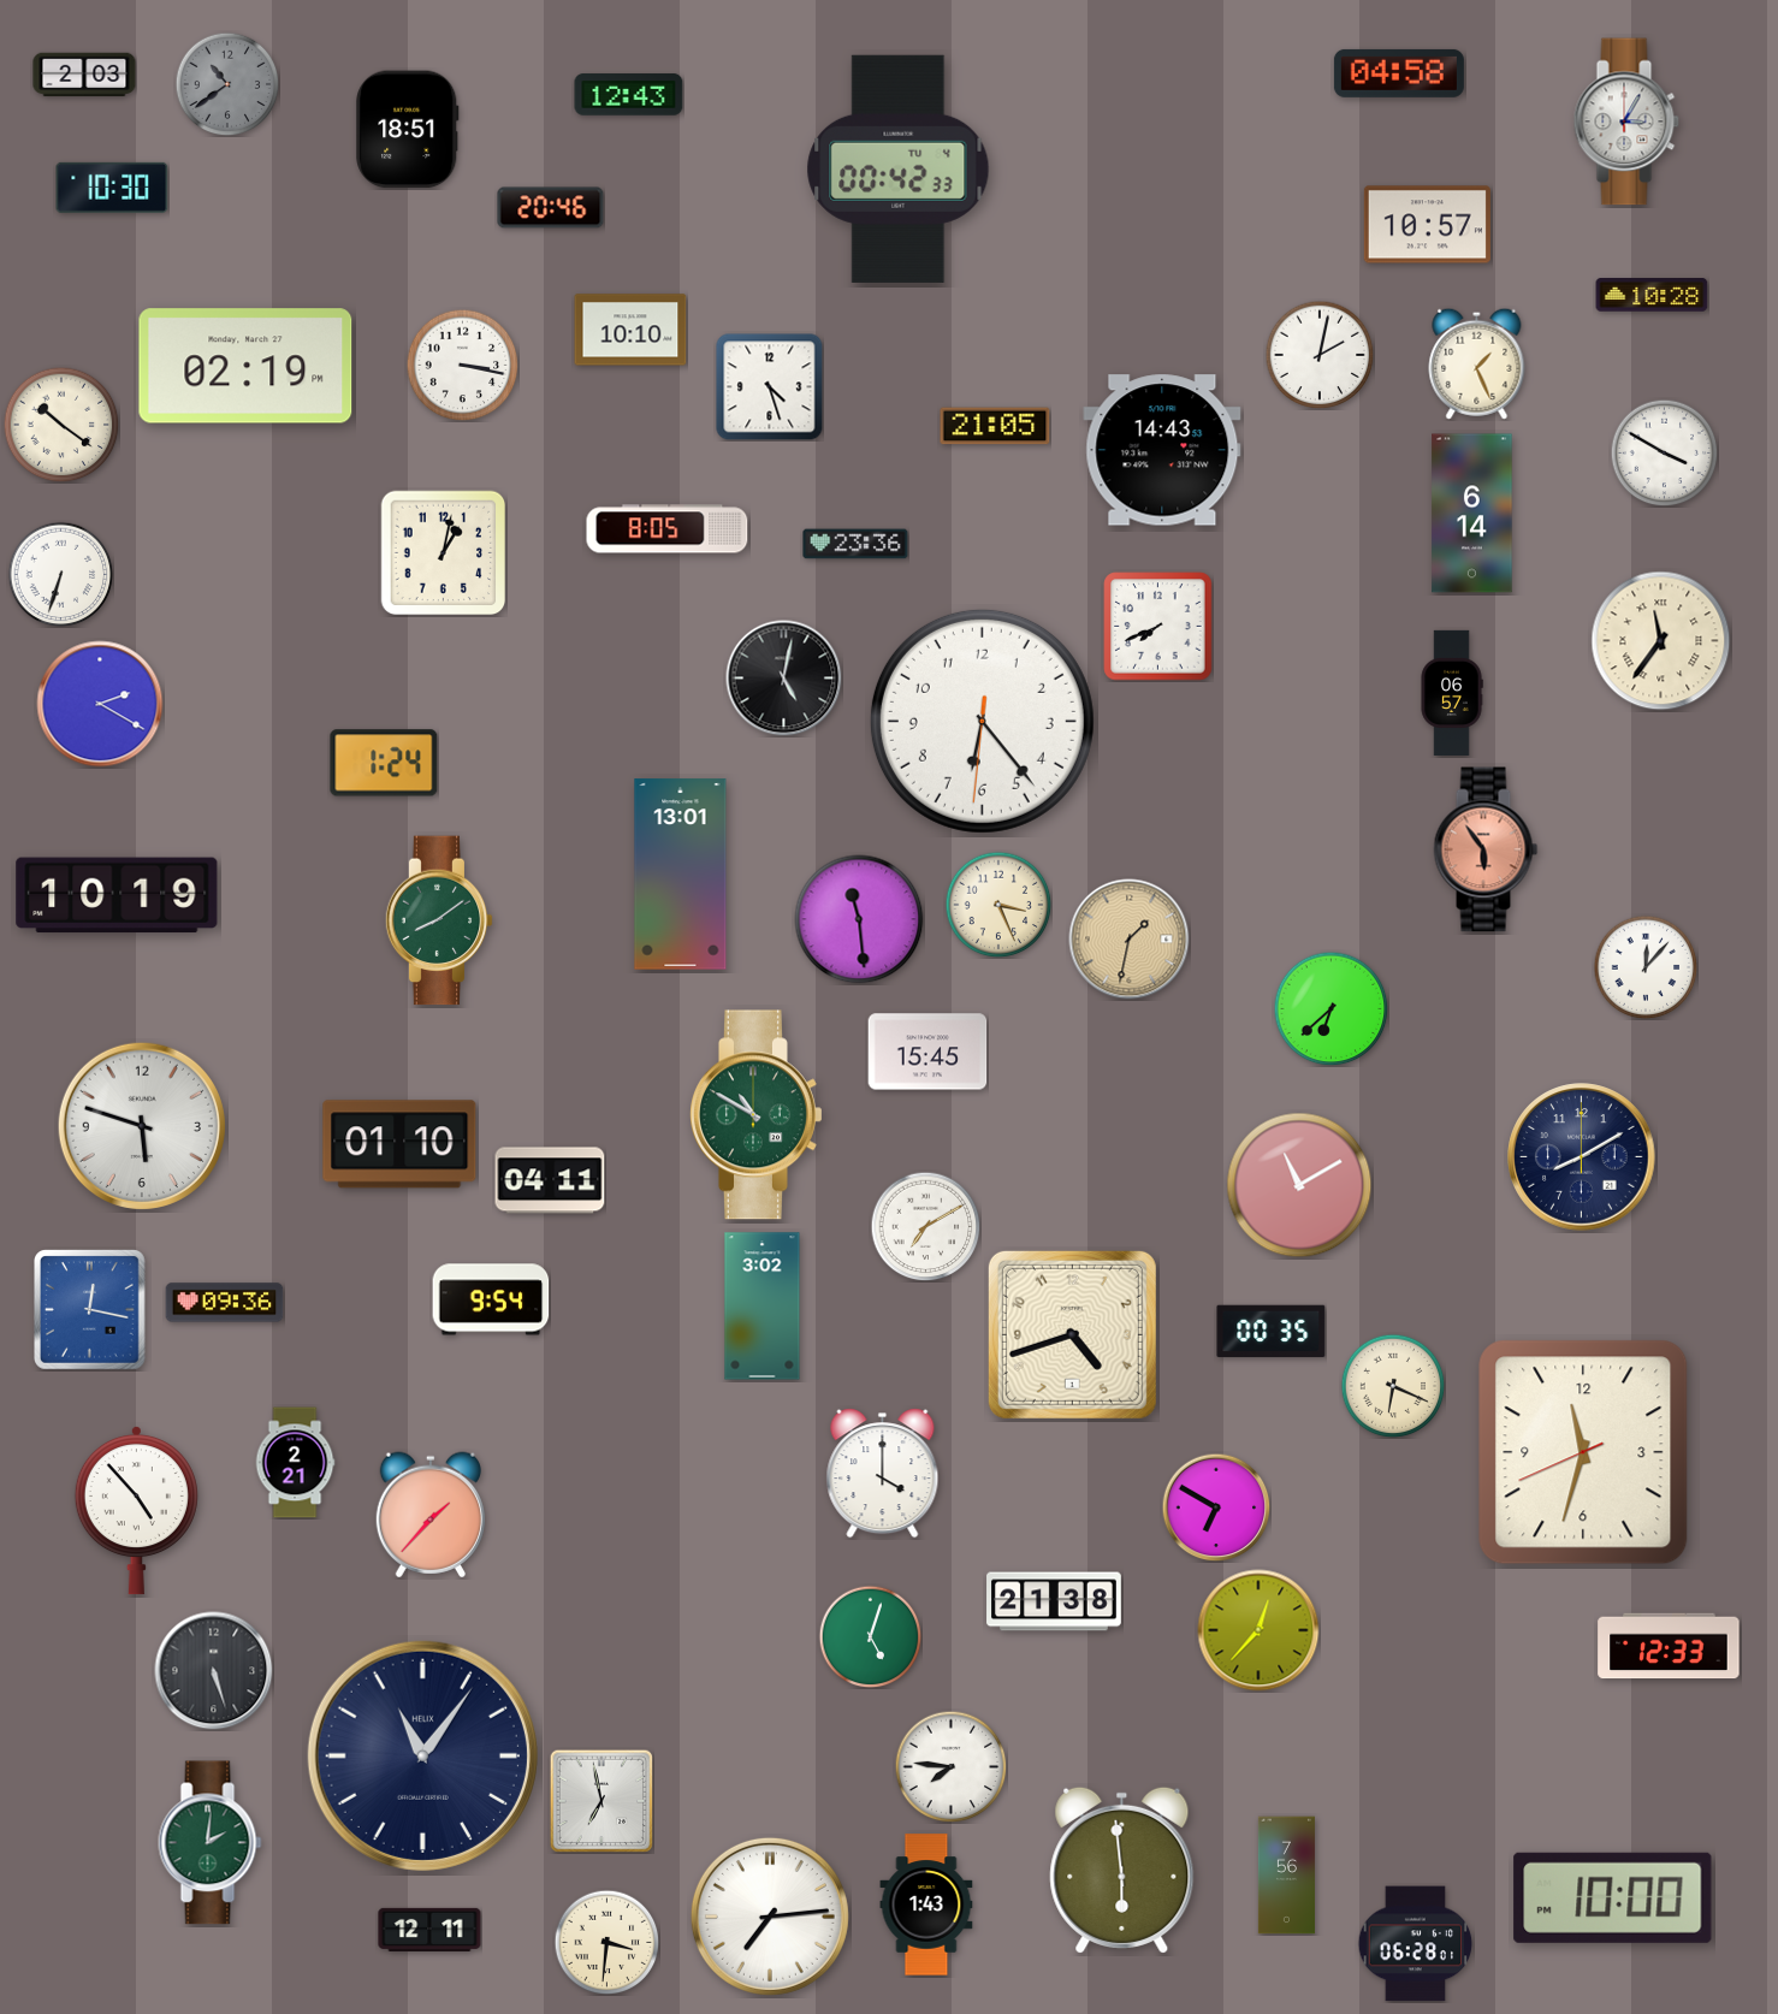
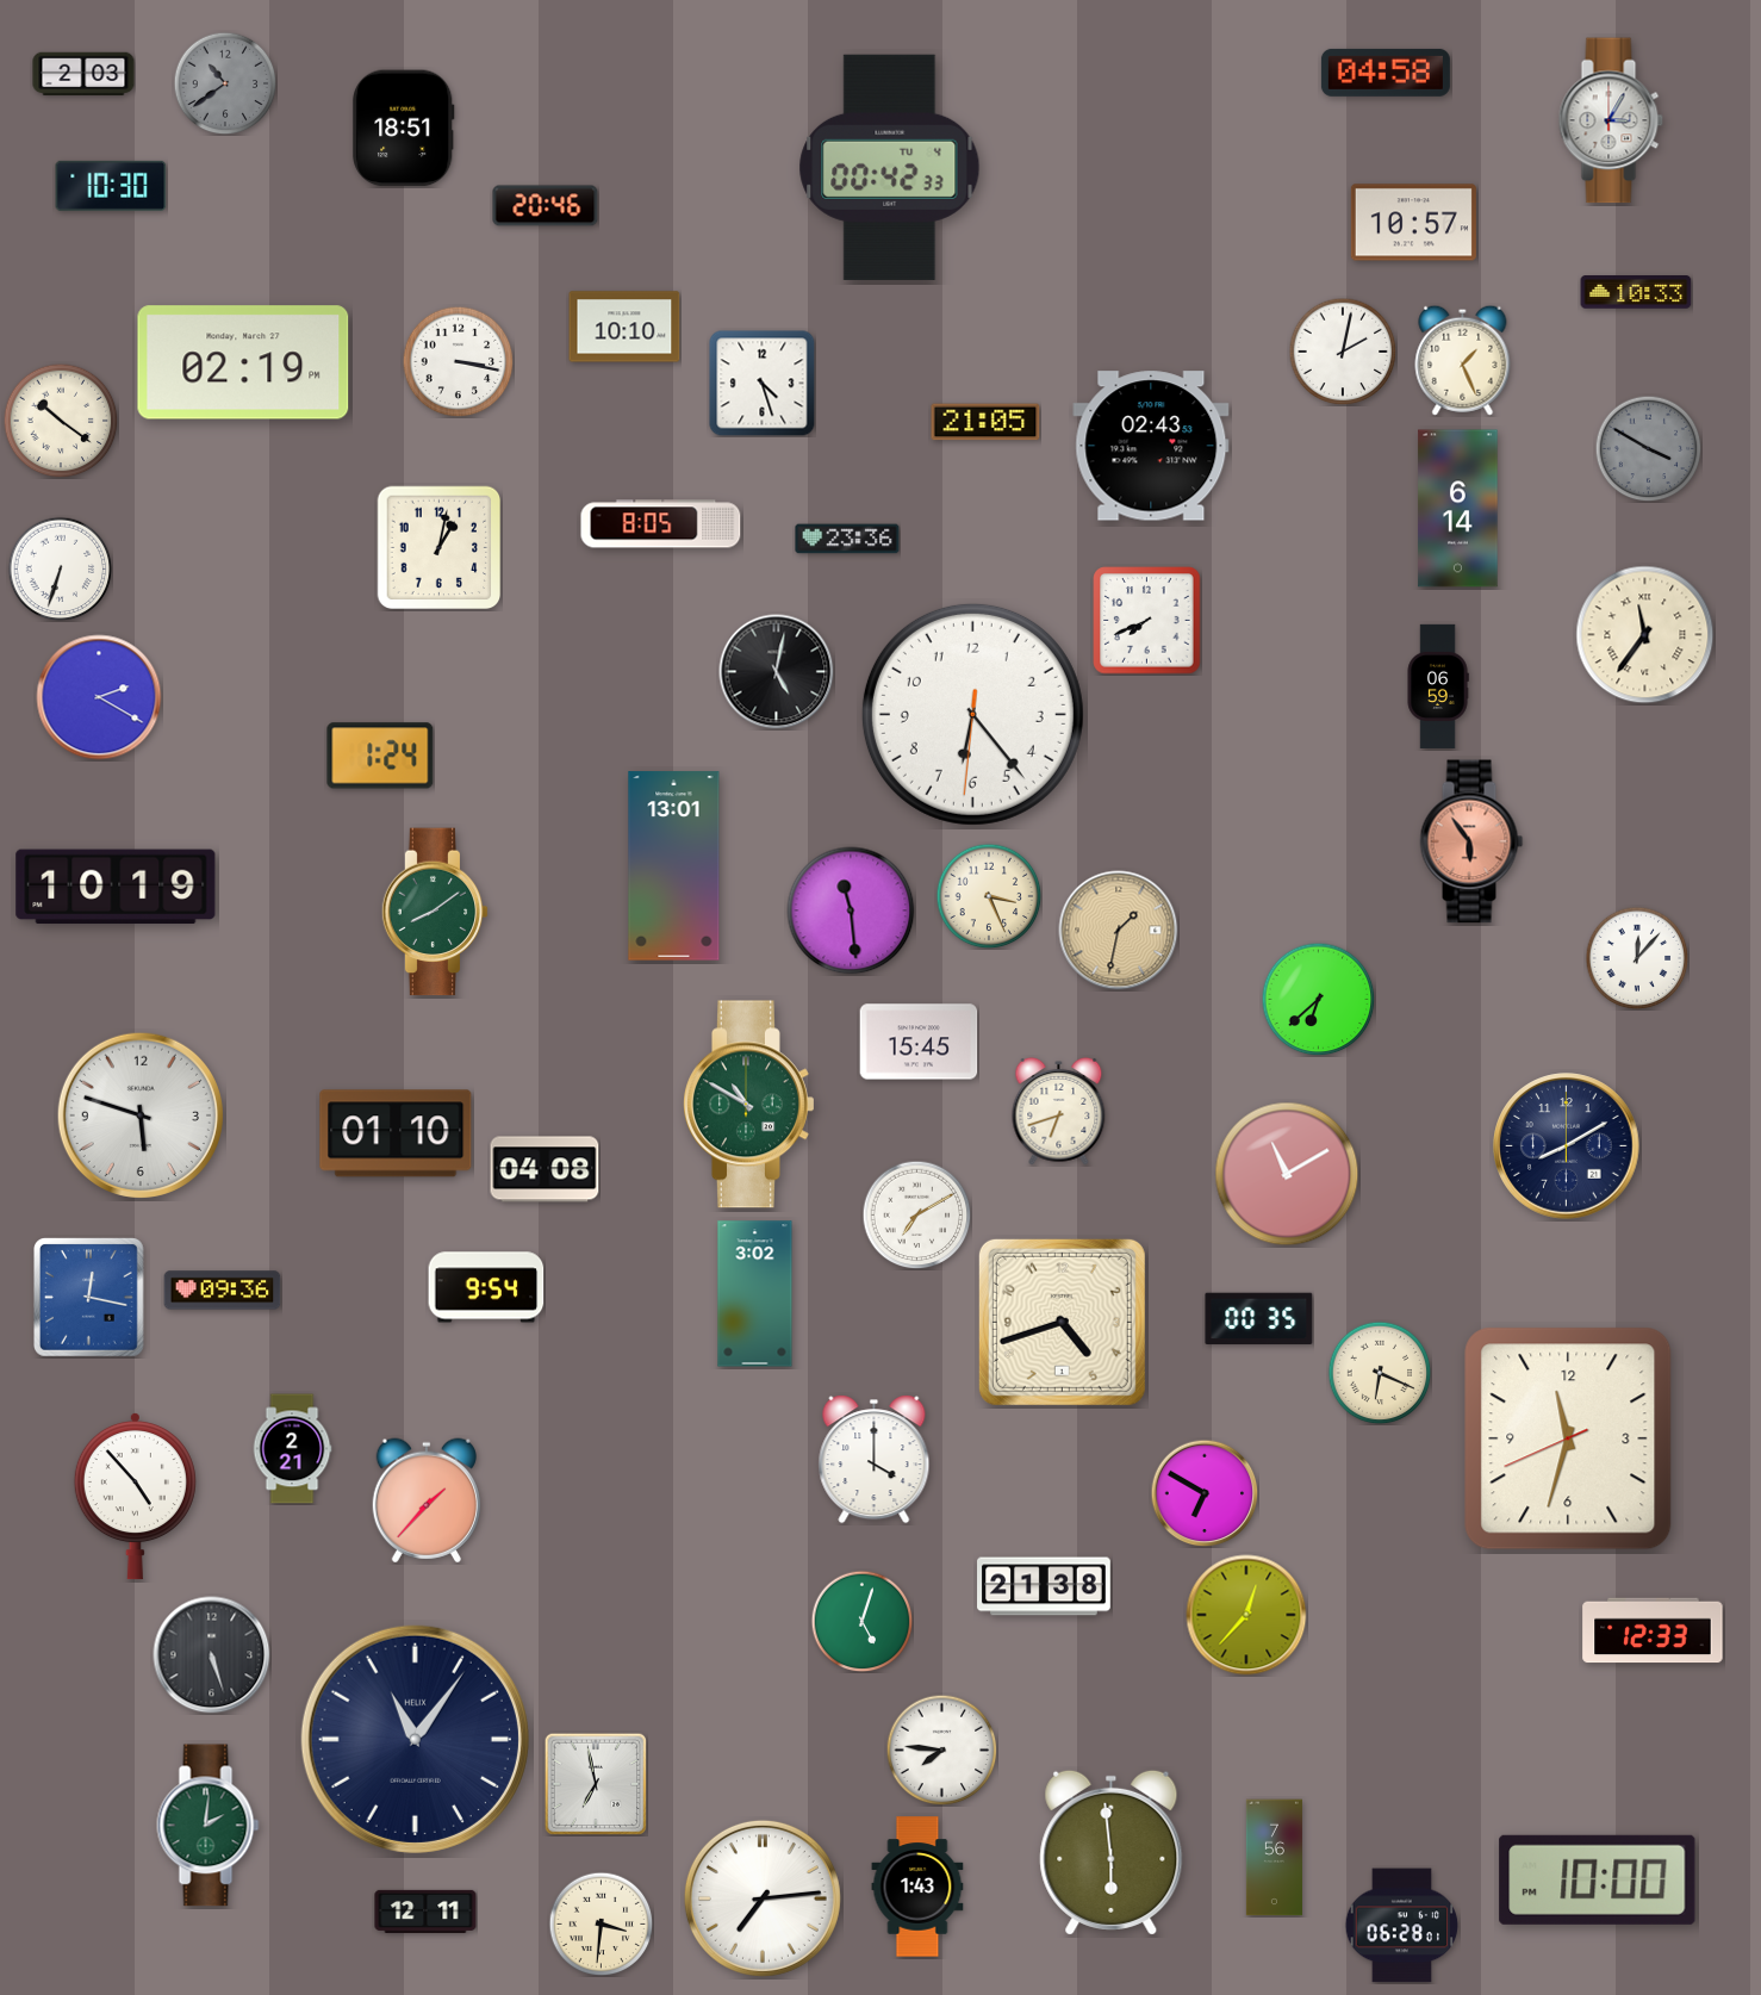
clock at (629, 95): 12:43 -> none
clock at (1652, 295): 10:28 -> 10:33
clock at (1320, 355) position: (1320, 355) -> (1343, 352)
clock at (1162, 450): 14:43 -> 02:43
clock at (1664, 452) dial: white -> grey
clock at (1452, 693): 06:57 -> 06:59
clock at (1646, 967) position: (1646, 967) -> (1637, 958)
clock at (1059, 1111): none -> 6:42
clock at (550, 1180): 04:11 -> 04:08
clock at (422, 1755) position: (422, 1755) -> (415, 1739)
